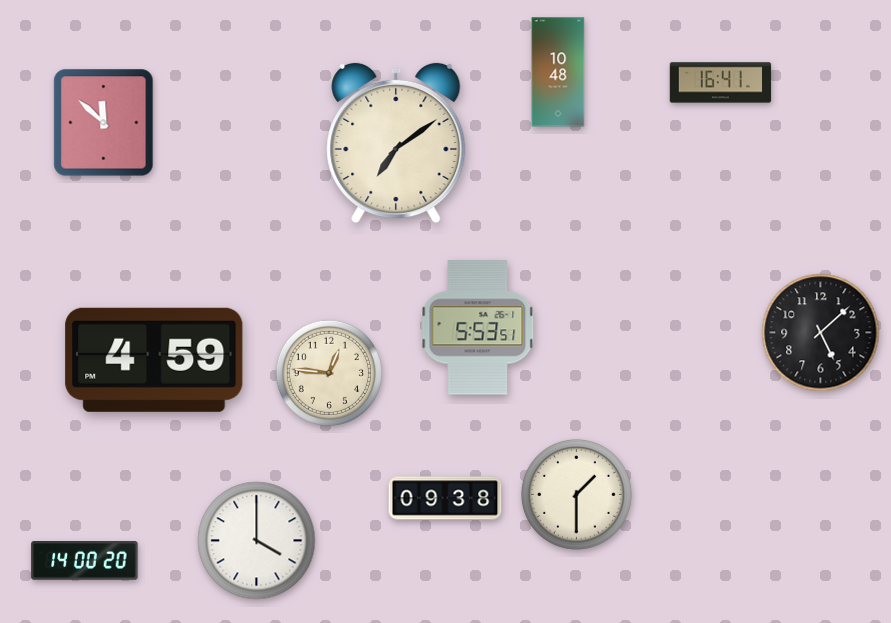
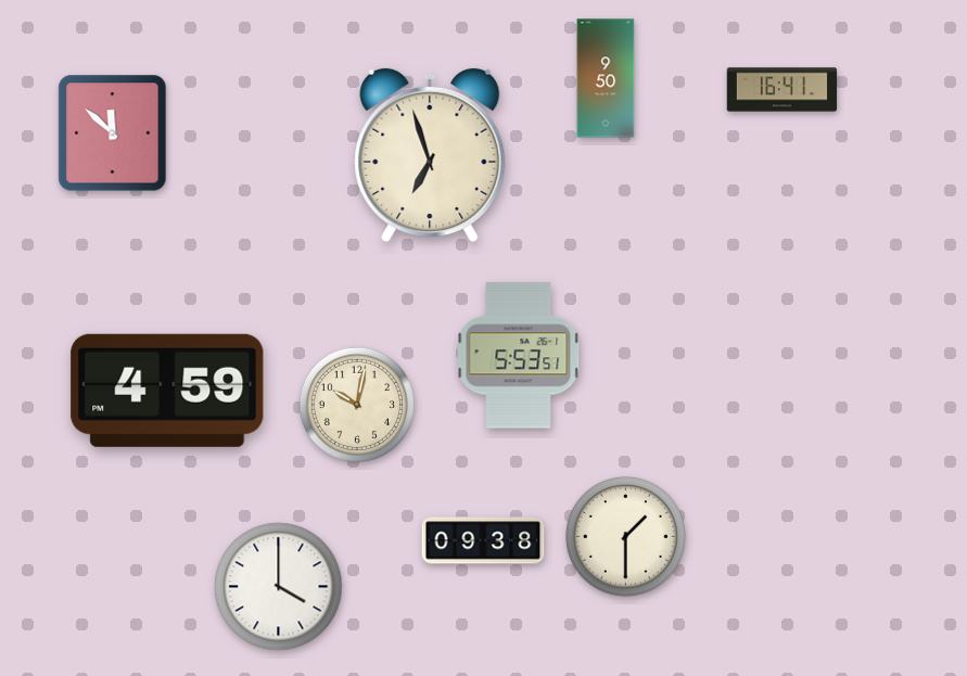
clock at (558, 72): 10:48 -> 9:50
clock at (396, 143): 7:09 -> 6:57
clock at (821, 333): 5:08 -> none
clock at (328, 372): 12:46 -> 10:02
clock at (85, 561): 14:00 -> none
